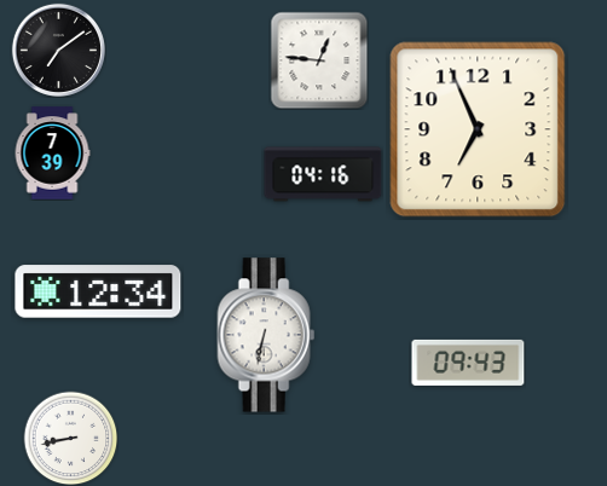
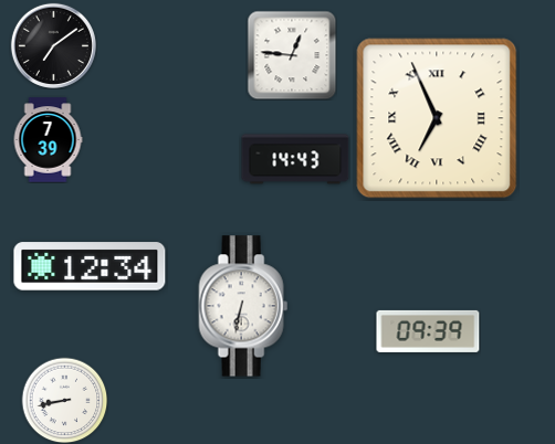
clock at (478, 129) numerals: Arabic -> Roman
clock at (323, 174): 04:16 -> 14:43
clock at (468, 363): 09:43 -> 09:39
